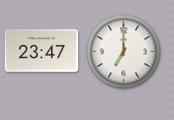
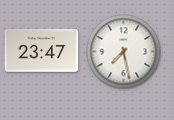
clock at (124, 52): 7:00 -> 7:28
